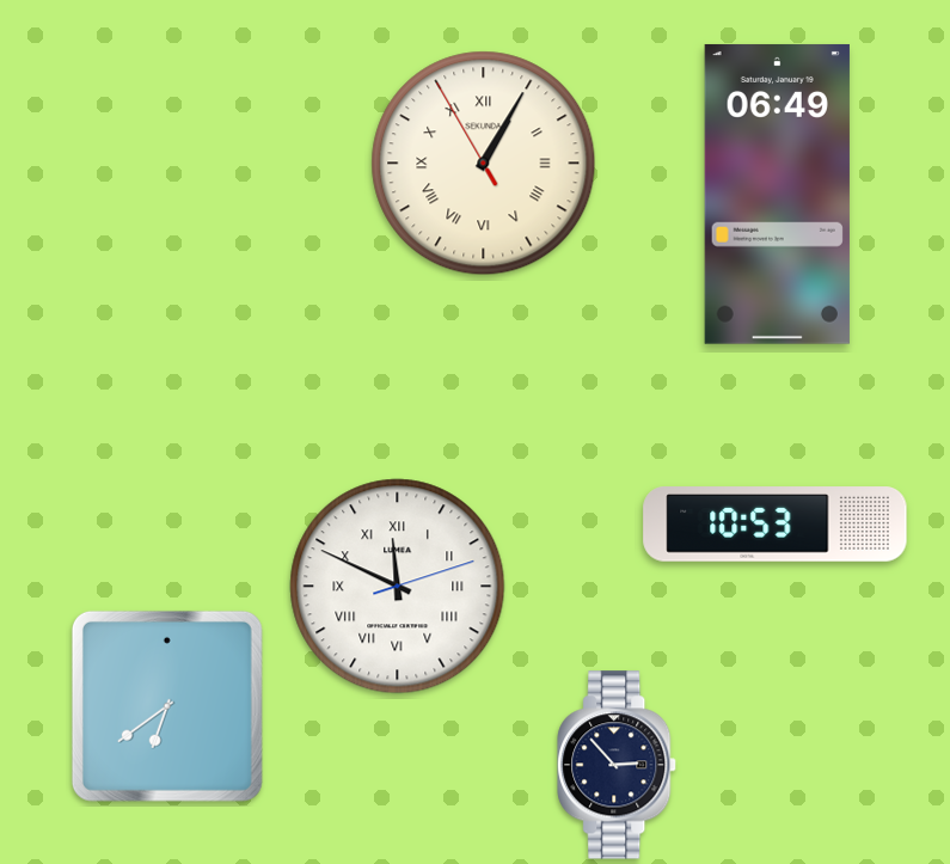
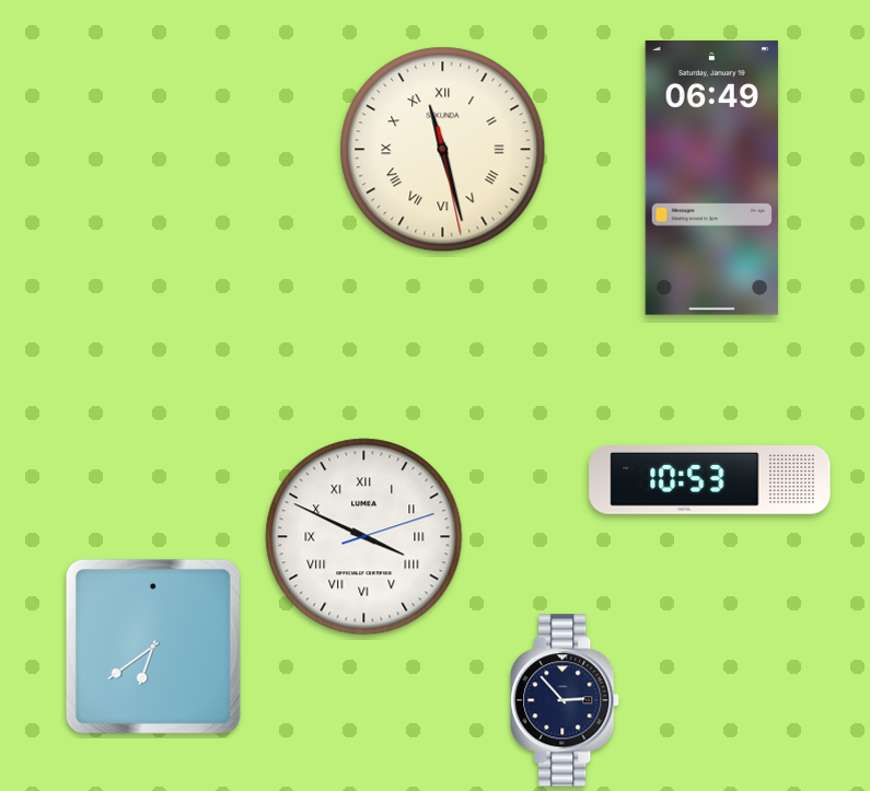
clock at (484, 164): 1:04 -> 11:27
clock at (398, 587): 11:49 -> 3:49
